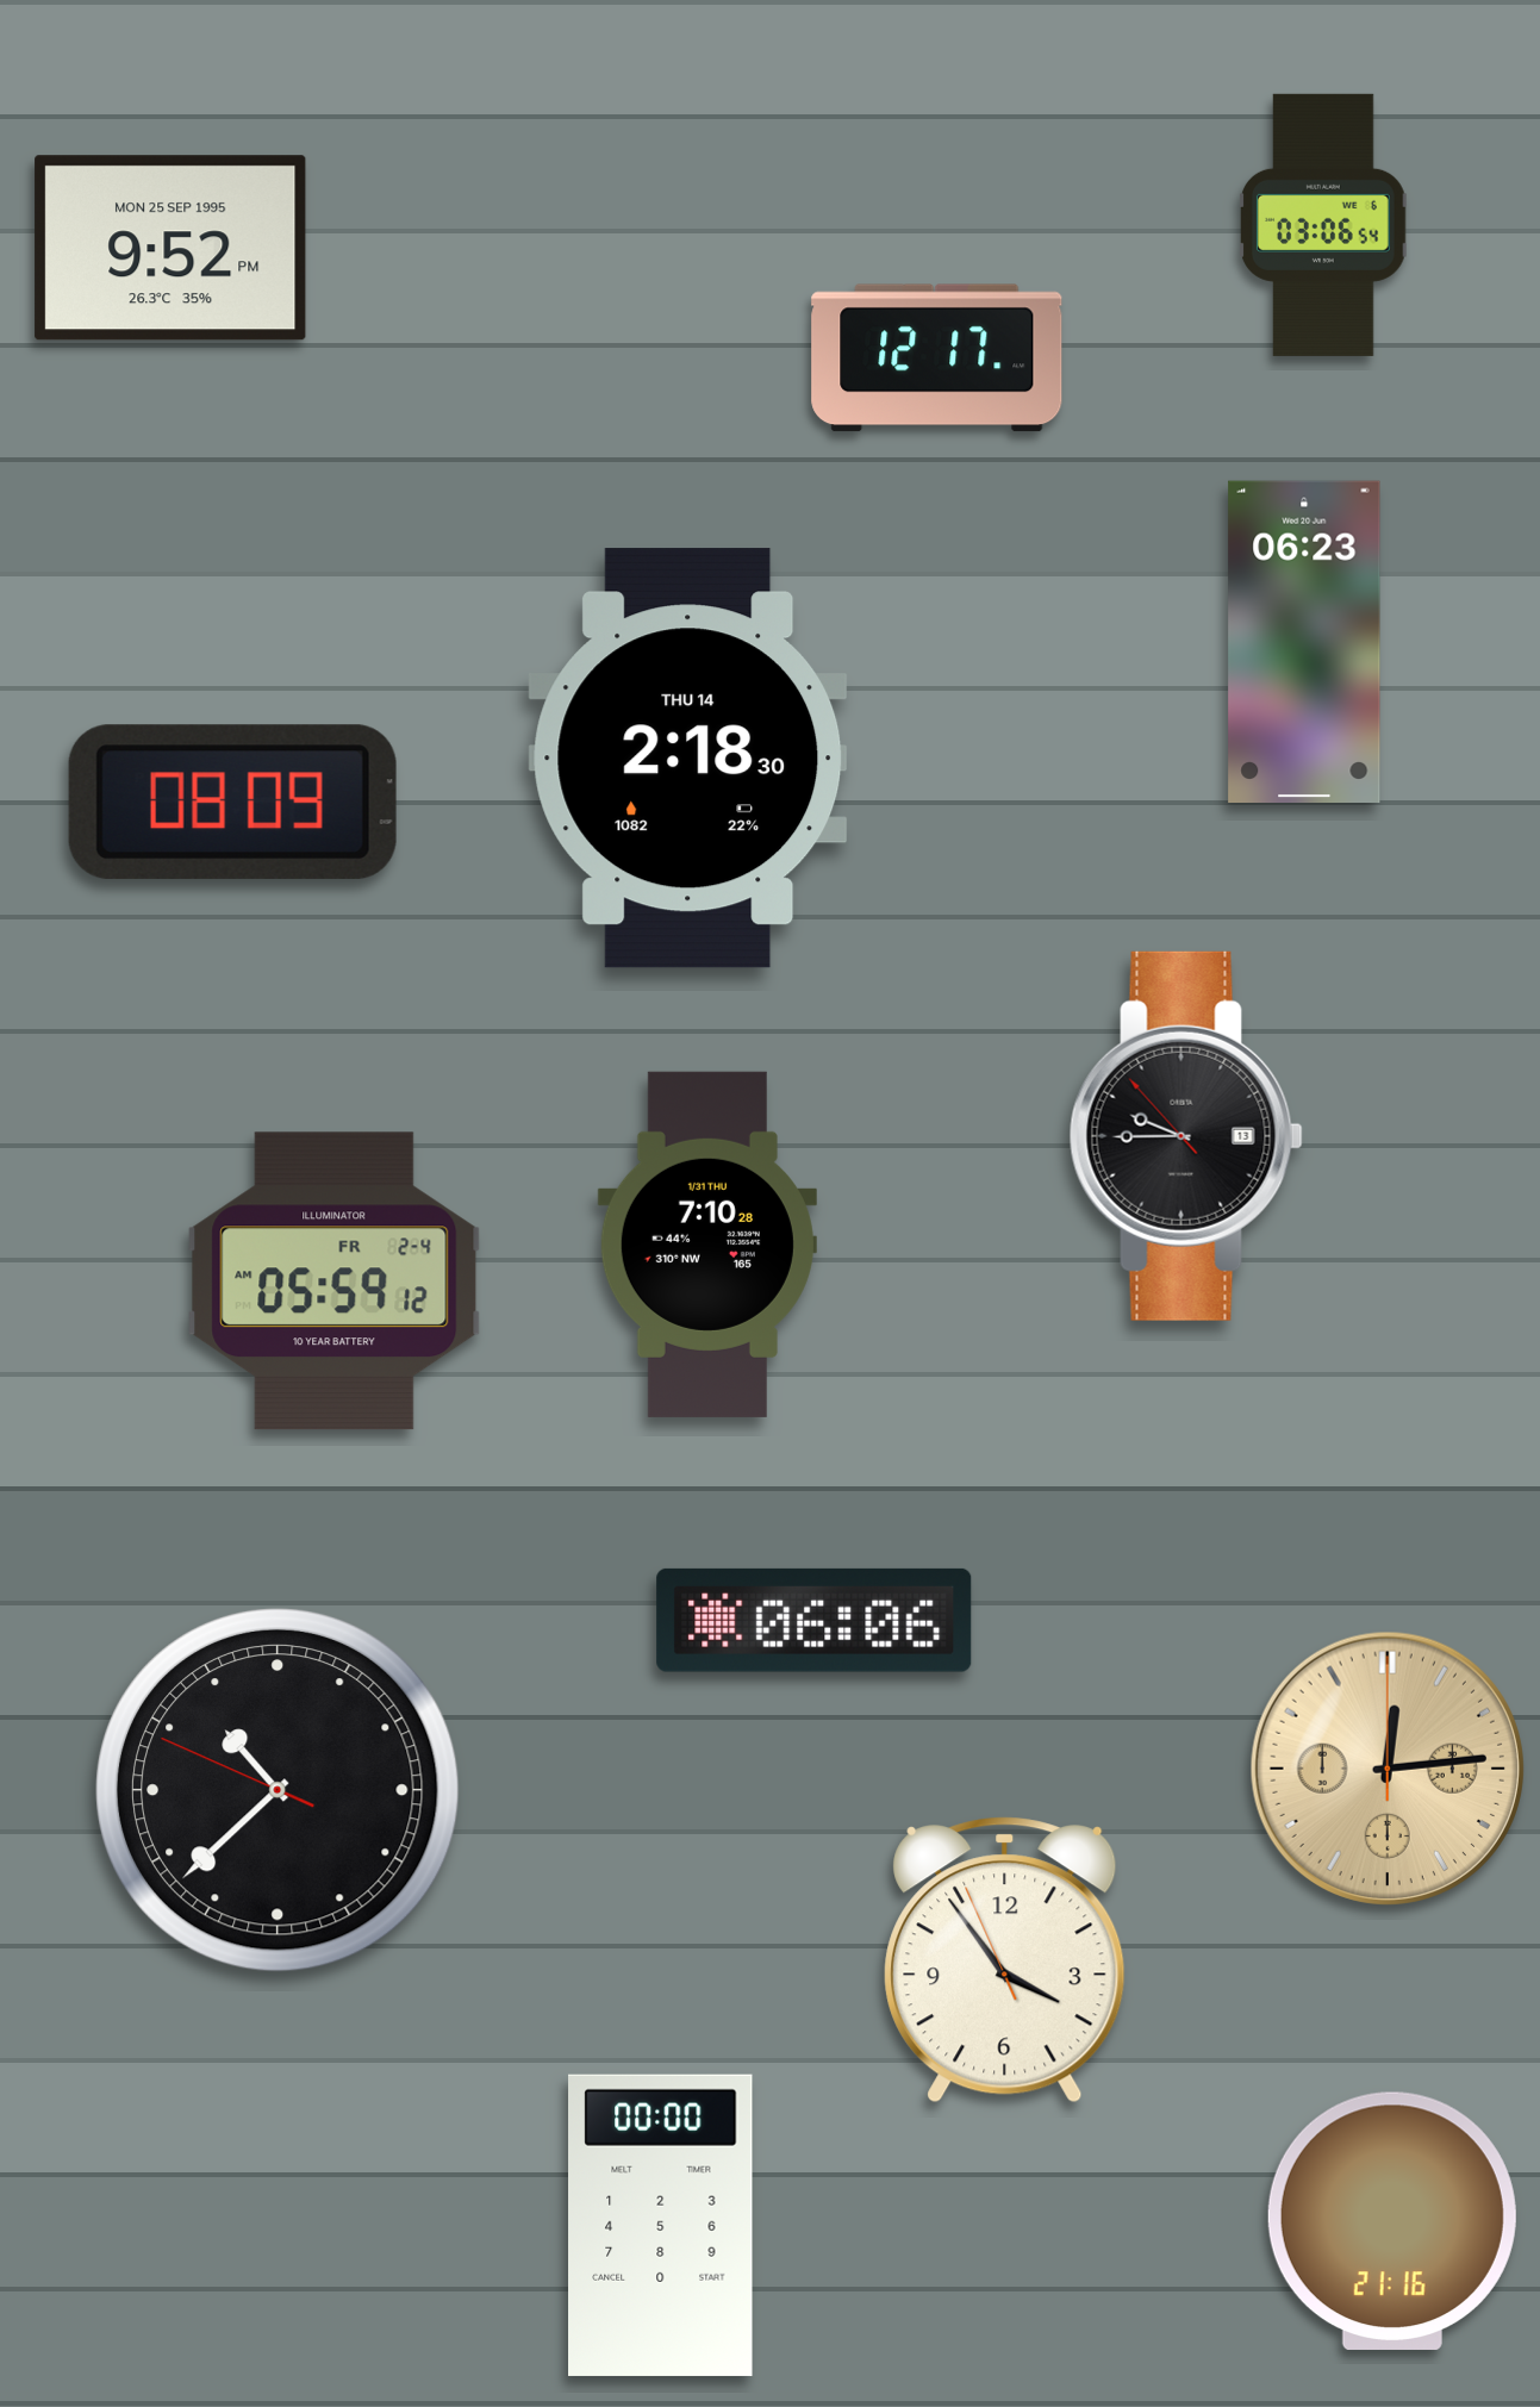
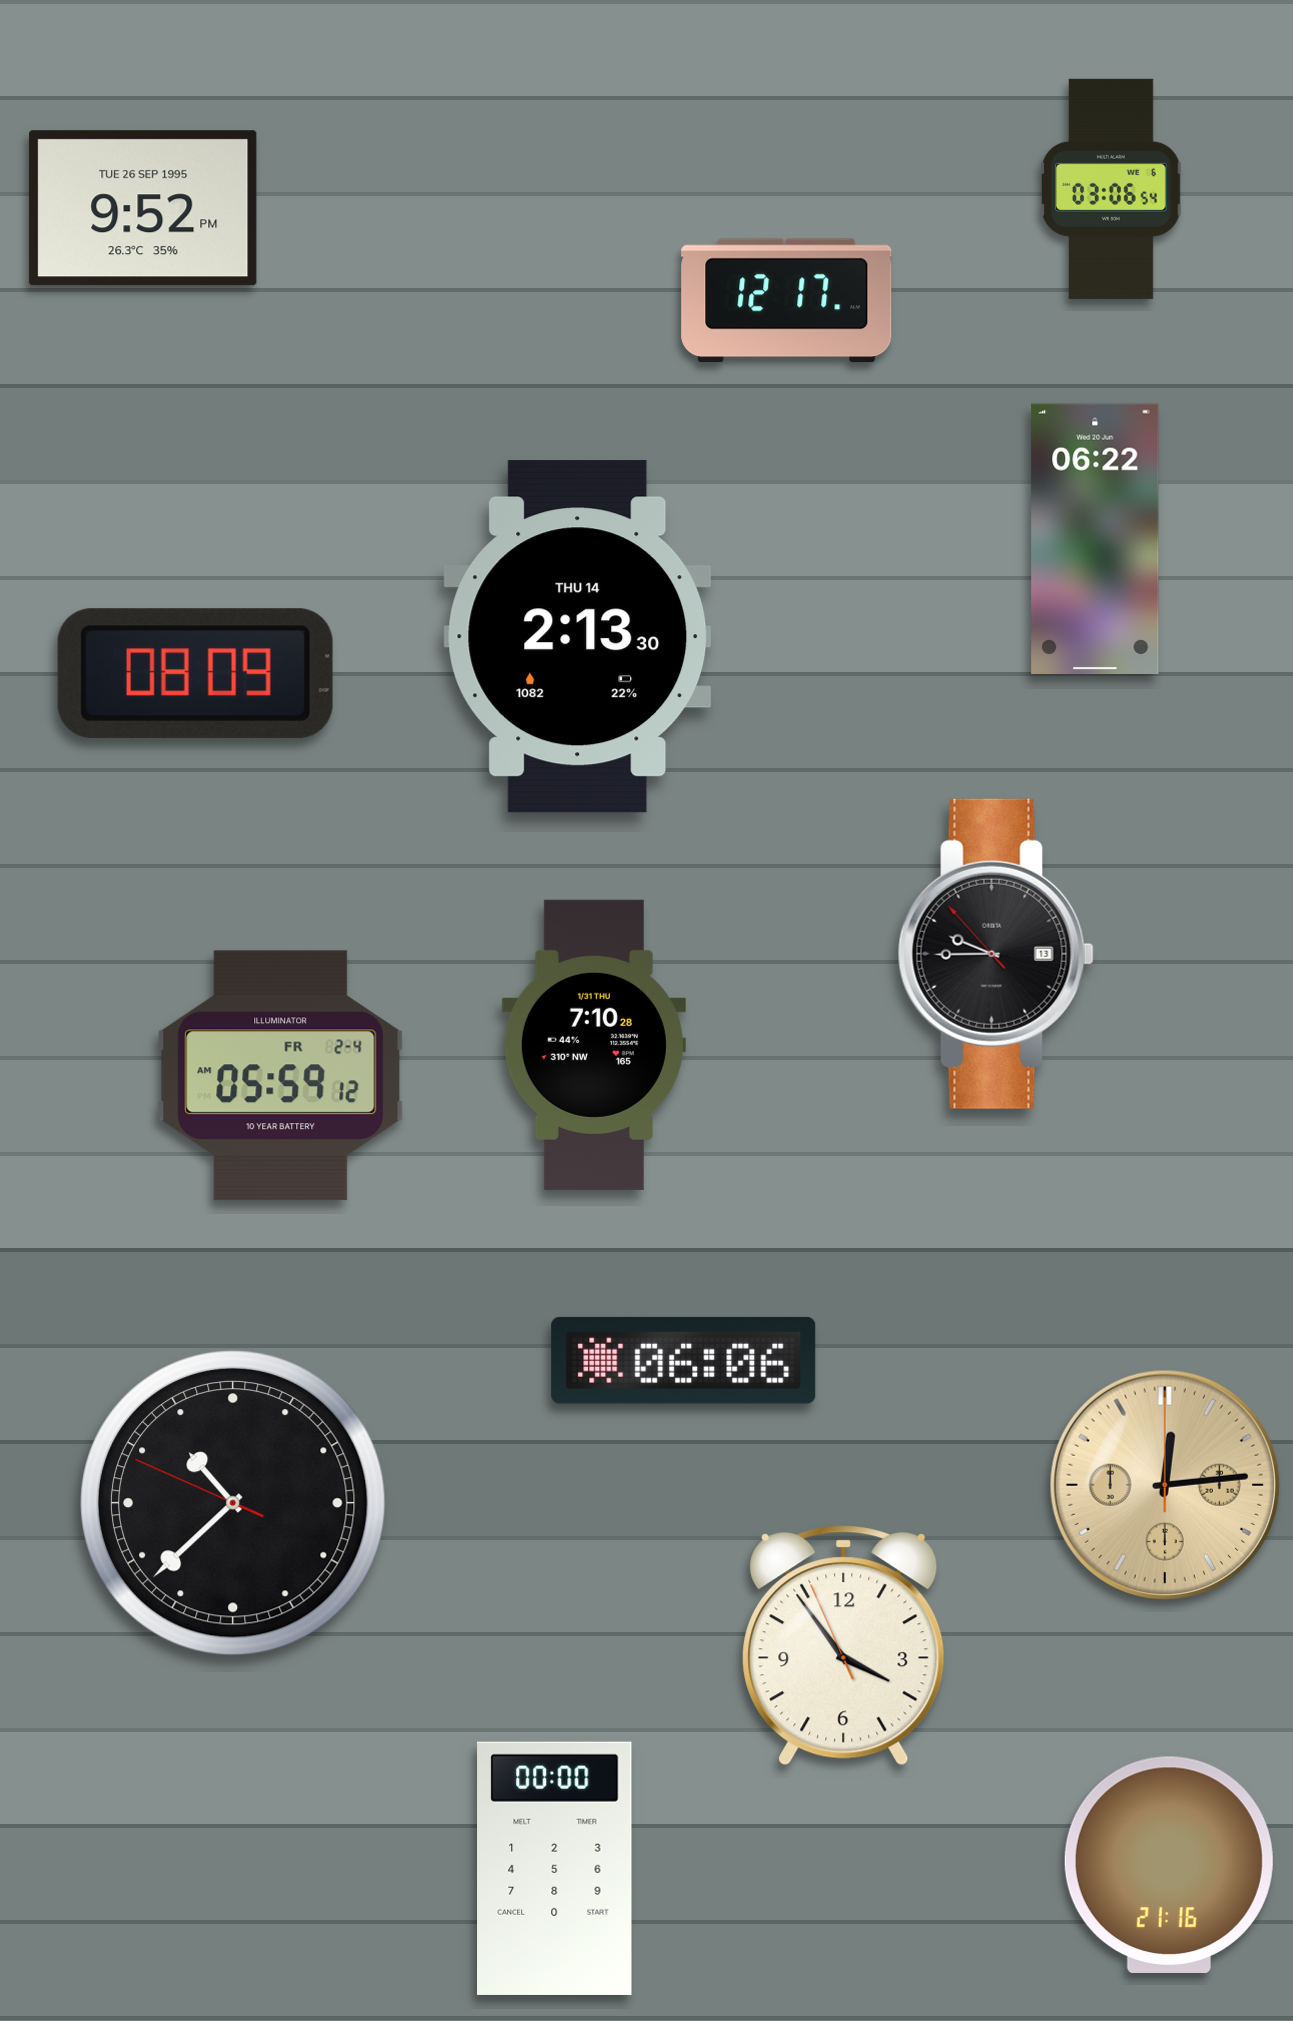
clock at (170, 248) date: MON 25 SEP 1995 -> TUE 26 SEP 1995
clock at (1304, 641): 06:23 -> 06:22
clock at (688, 759): 2:18 -> 2:13
